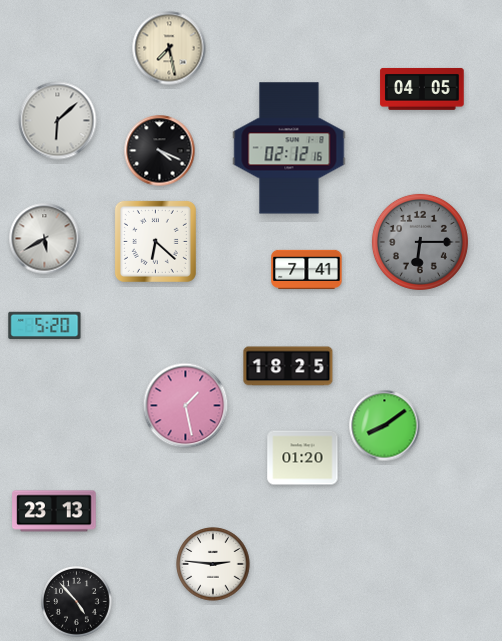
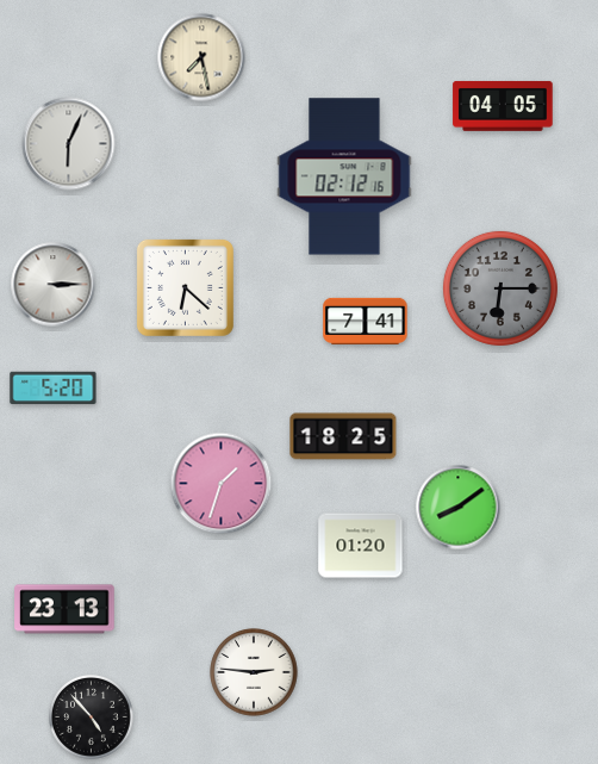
clock at (58, 121): 6:08 -> 6:04
clock at (160, 151): 4:19 -> none
clock at (45, 239): 5:40 -> 3:15
clock at (186, 406): 1:28 -> 1:33
